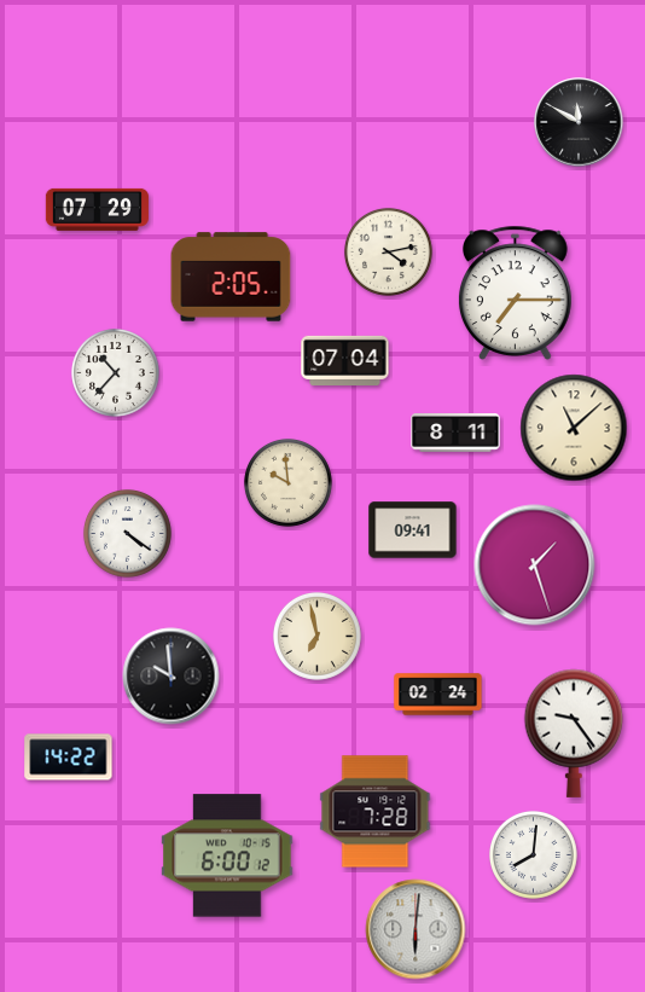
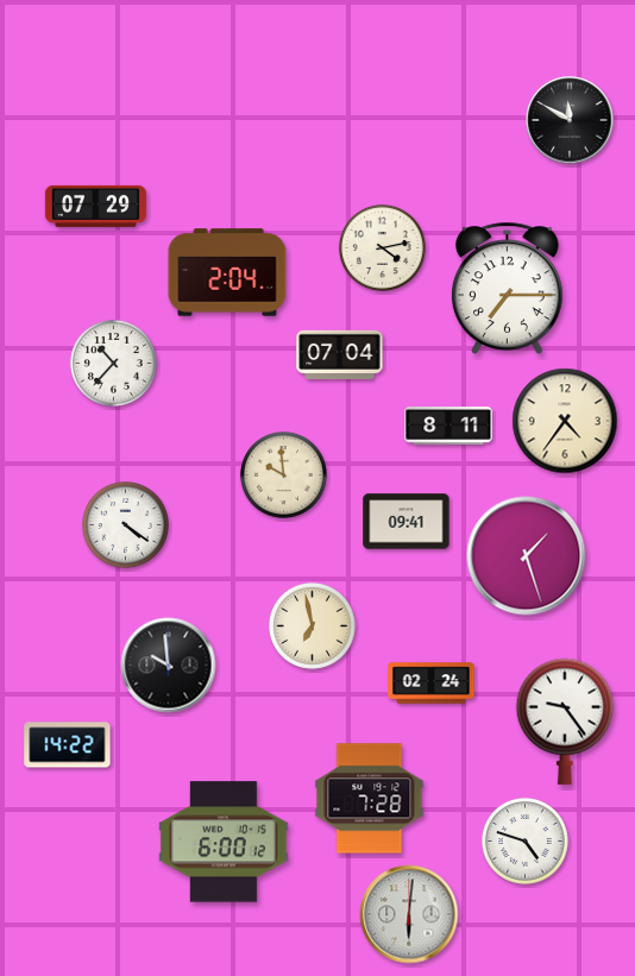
clock at (231, 277): 2:05 -> 2:04
clock at (115, 372) position: (115, 372) -> (113, 363)
clock at (574, 428): 11:08 -> 4:36
clock at (533, 854): 8:01 -> 4:48
